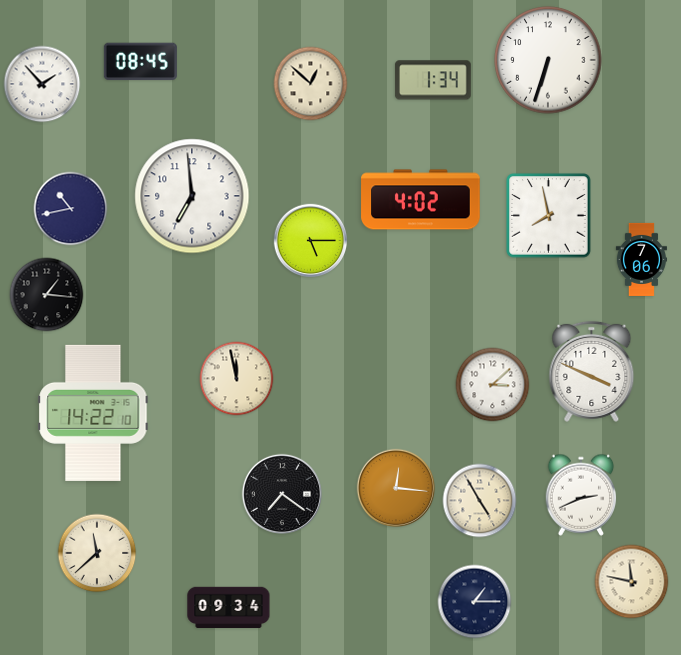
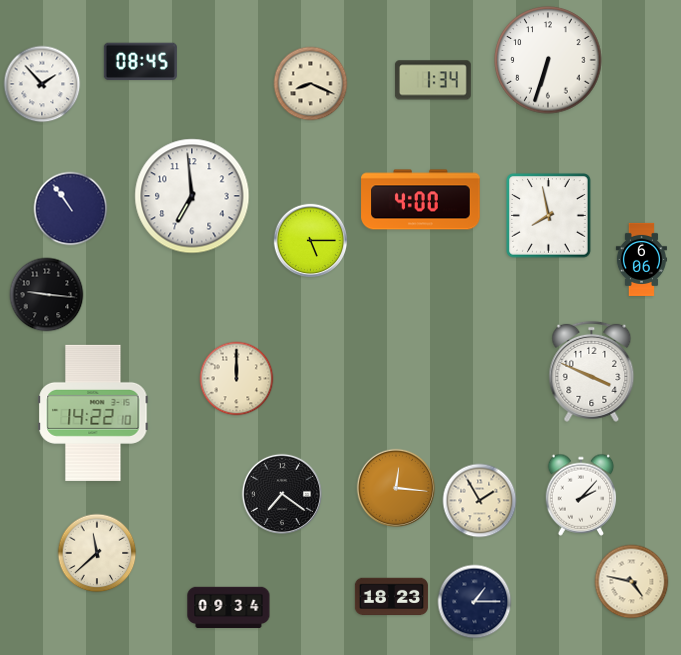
clock at (311, 84): 12:52 -> 8:19
clock at (421, 200): 4:02 -> 4:00
clock at (71, 209): 10:43 -> 10:54
clock at (641, 259): 7:06 -> 6:06
clock at (47, 295): 1:16 -> 9:16
clock at (237, 379): 11:58 -> 12:00
clock at (493, 385): 3:08 -> none
clock at (581, 495): 2:41 -> 2:07
clock at (480, 501): 4:55 -> 1:55
clock at (632, 582): 11:47 -> 4:47
clock at (391, 597): none -> 18:23
